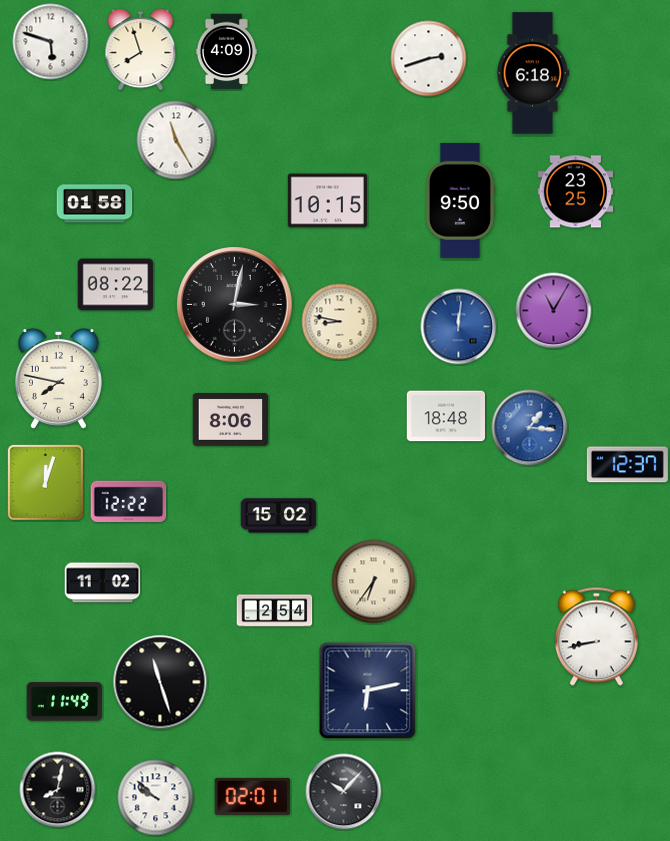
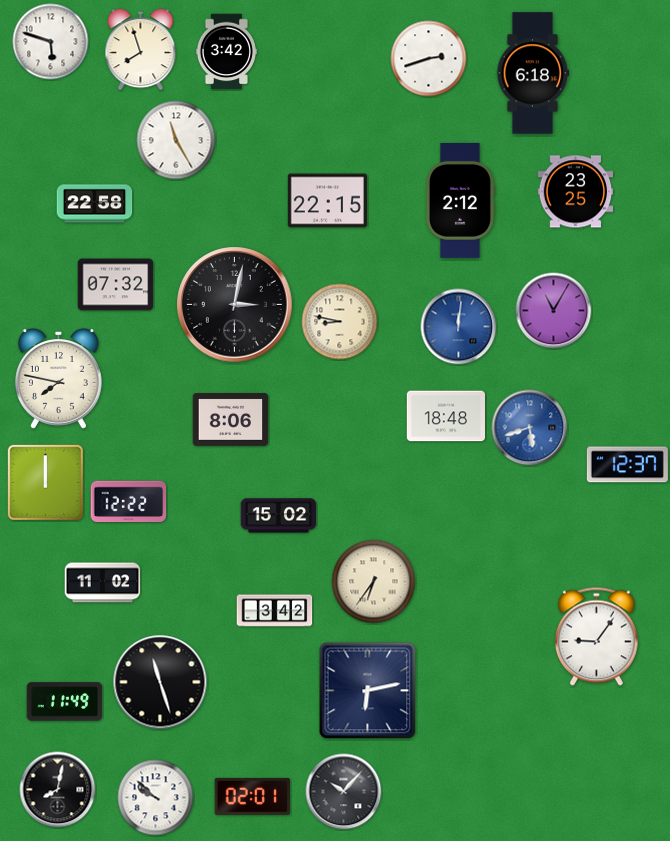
clock at (226, 52): 4:09 -> 3:42
clock at (460, 200): 9:50 -> 2:12
clock at (327, 201): 10:15 -> 22:15
clock at (95, 204): 01:58 -> 22:58
clock at (116, 285): 08:22 -> 07:32
clock at (530, 428): 1:16 -> 5:42
clock at (45, 482): 12:03 -> 12:00
clock at (275, 611): 2:54 -> 3:42
clock at (596, 637): 8:43 -> 9:06
